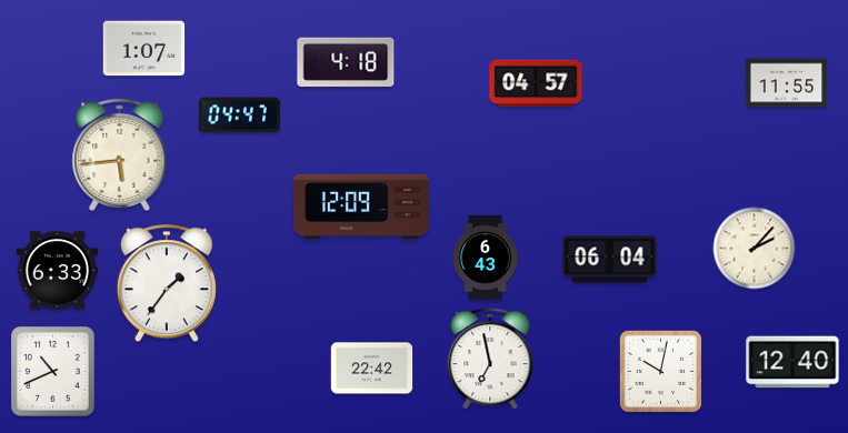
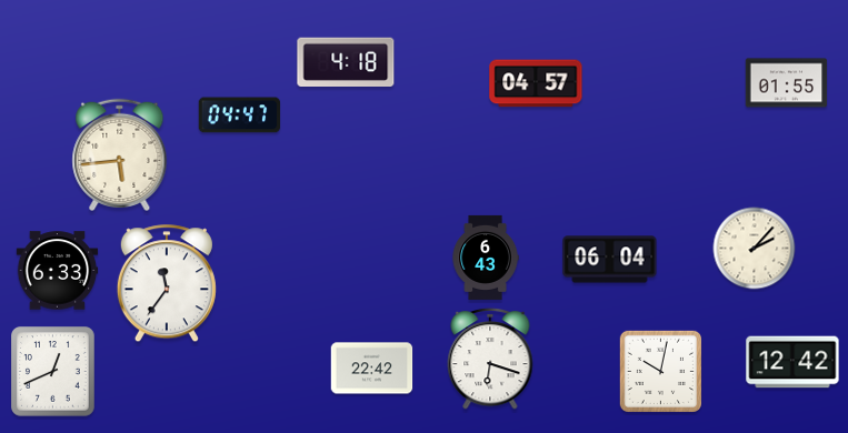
clock at (144, 49): 1:07 -> none
clock at (787, 83): 11:55 -> 01:55
clock at (362, 207): 12:09 -> none
clock at (167, 284): 1:36 -> 11:36
clock at (490, 359): 6:58 -> 6:18
clock at (792, 362): 12:40 -> 12:42
clock at (53, 372): 10:41 -> 12:41
